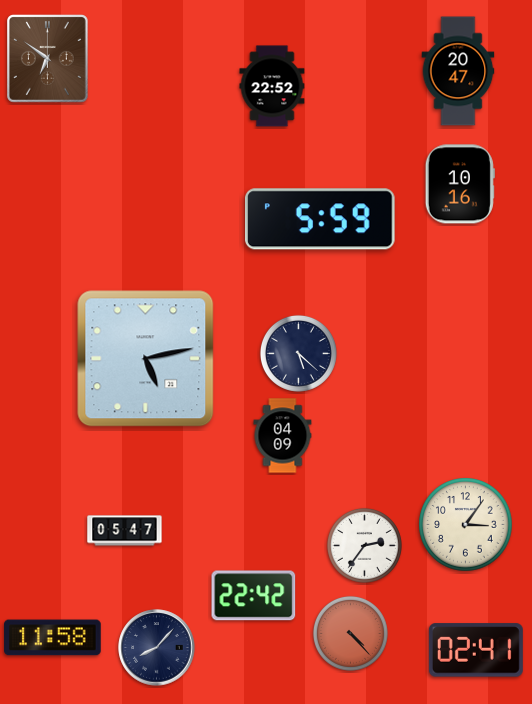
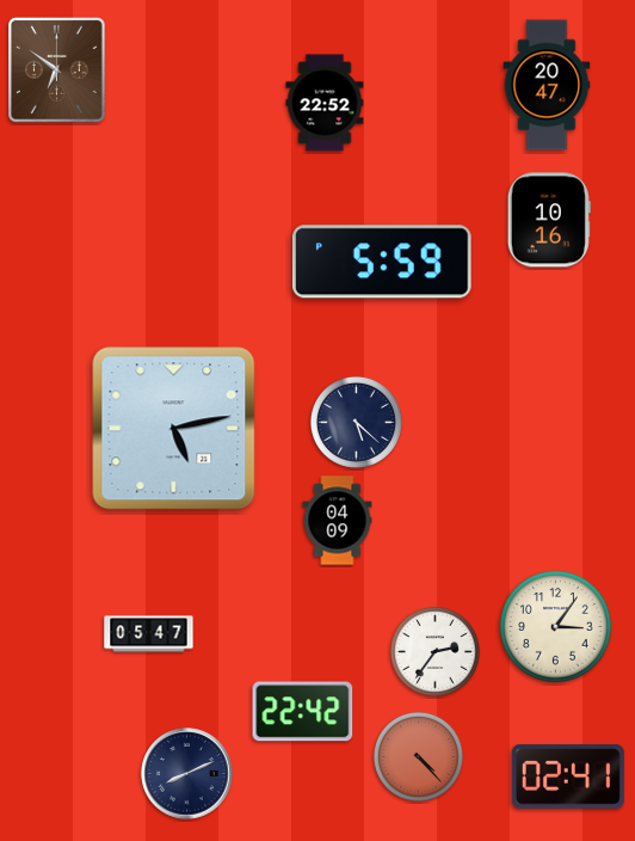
clock at (53, 638): 11:58 -> none
clock at (157, 648): 8:07 -> 8:11
